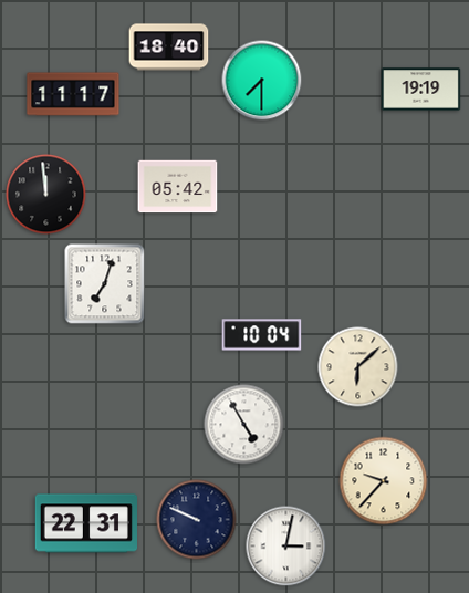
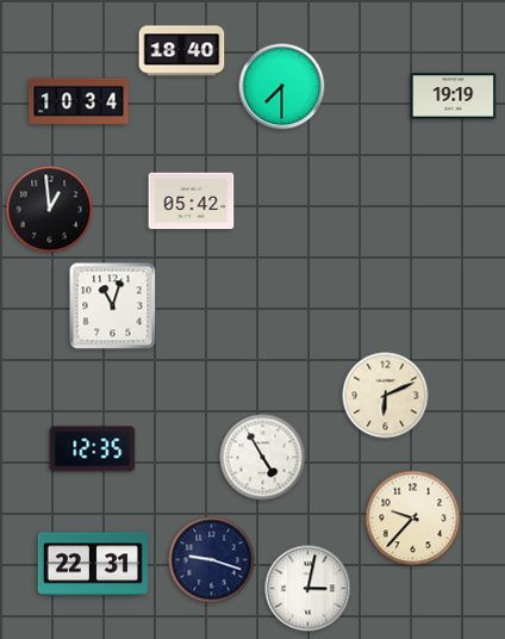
clock at (73, 94): 11:17 -> 10:34
clock at (46, 195): 11:59 -> 12:59
clock at (105, 284): 7:03 -> 11:03
clock at (262, 335): 10:04 -> none
clock at (358, 367): 6:08 -> 6:11
clock at (93, 449): none -> 12:35
clock at (197, 520): 9:49 -> 9:18
